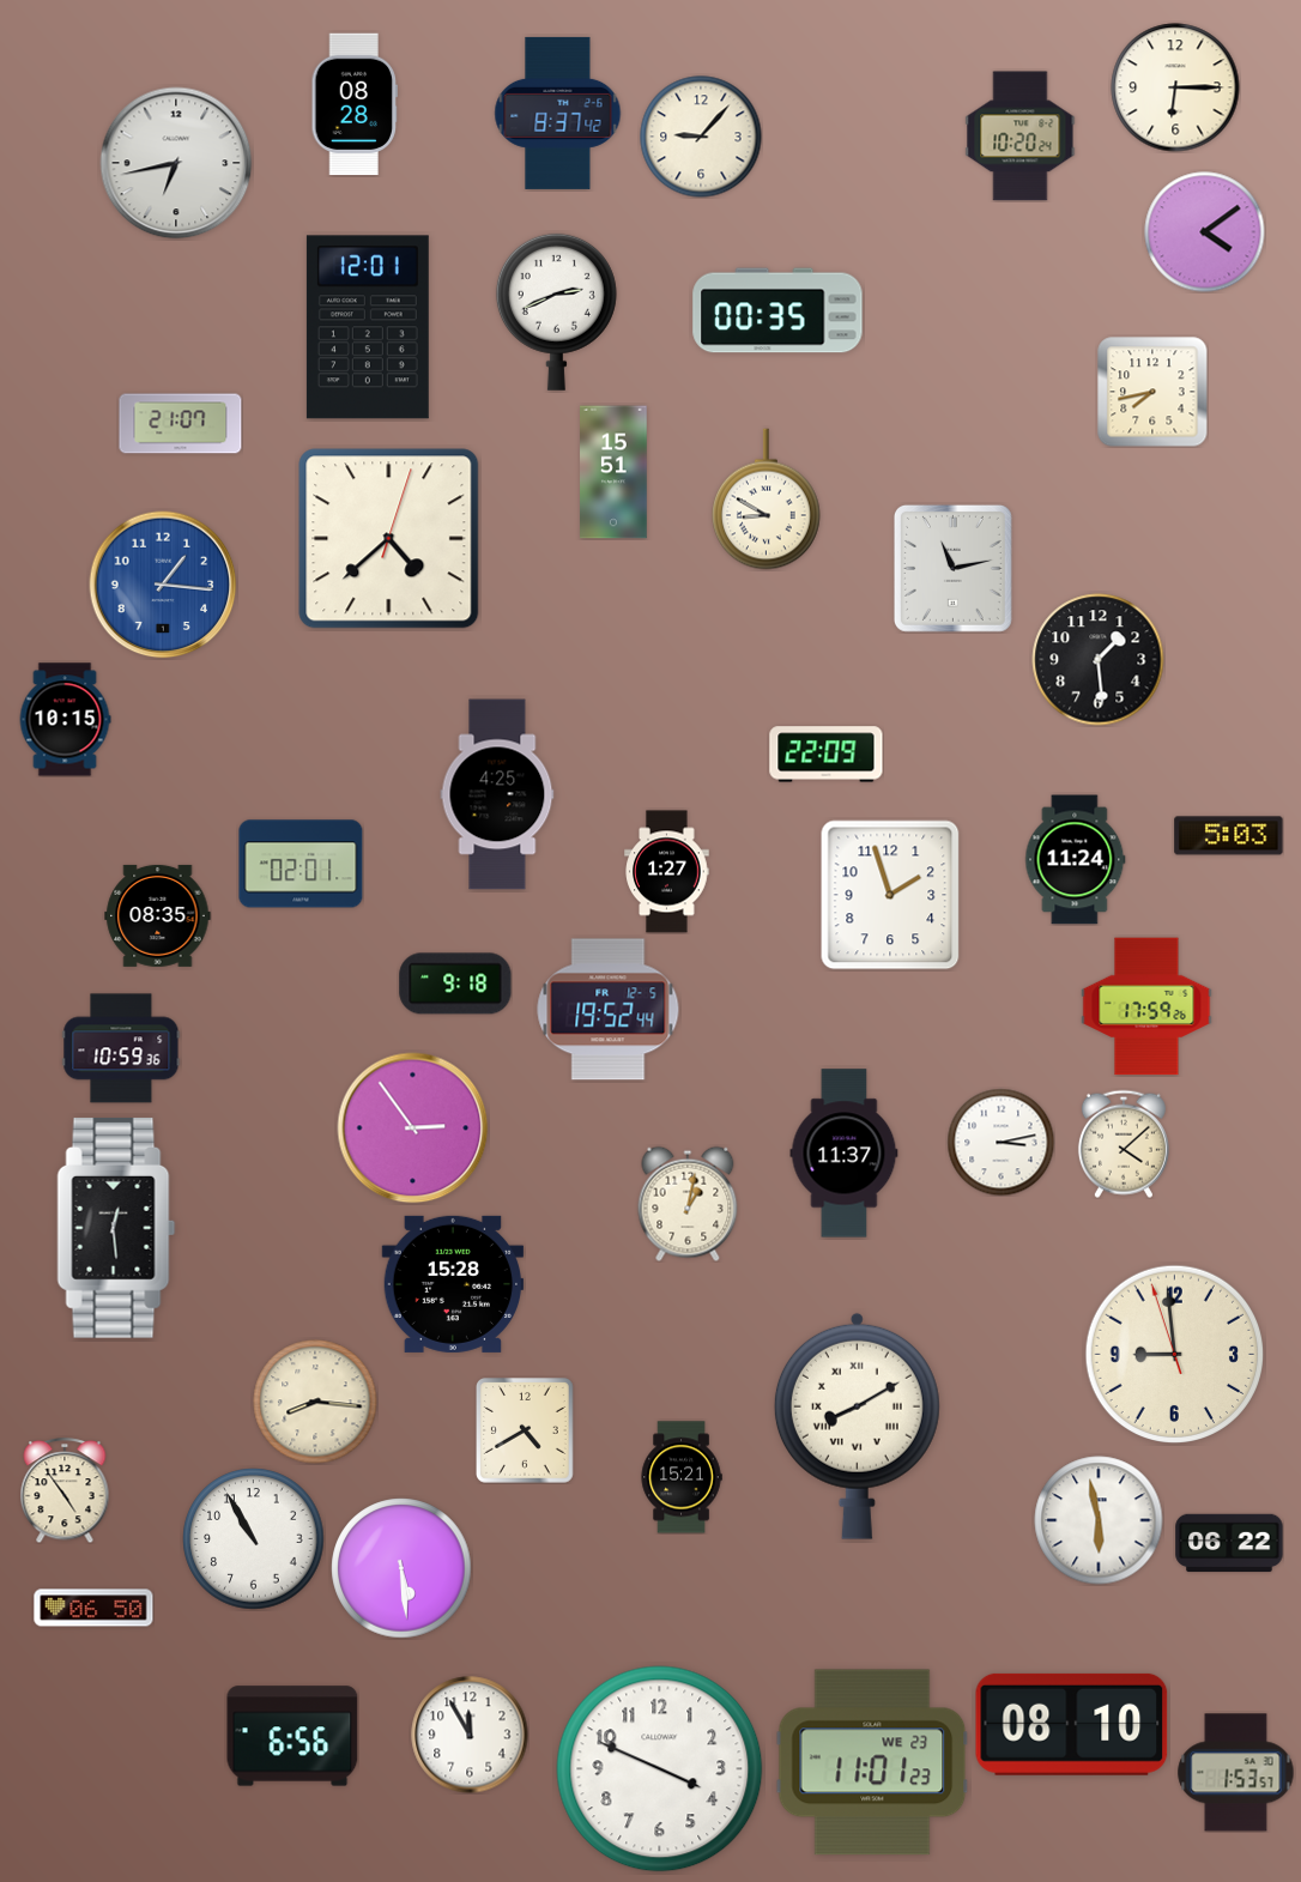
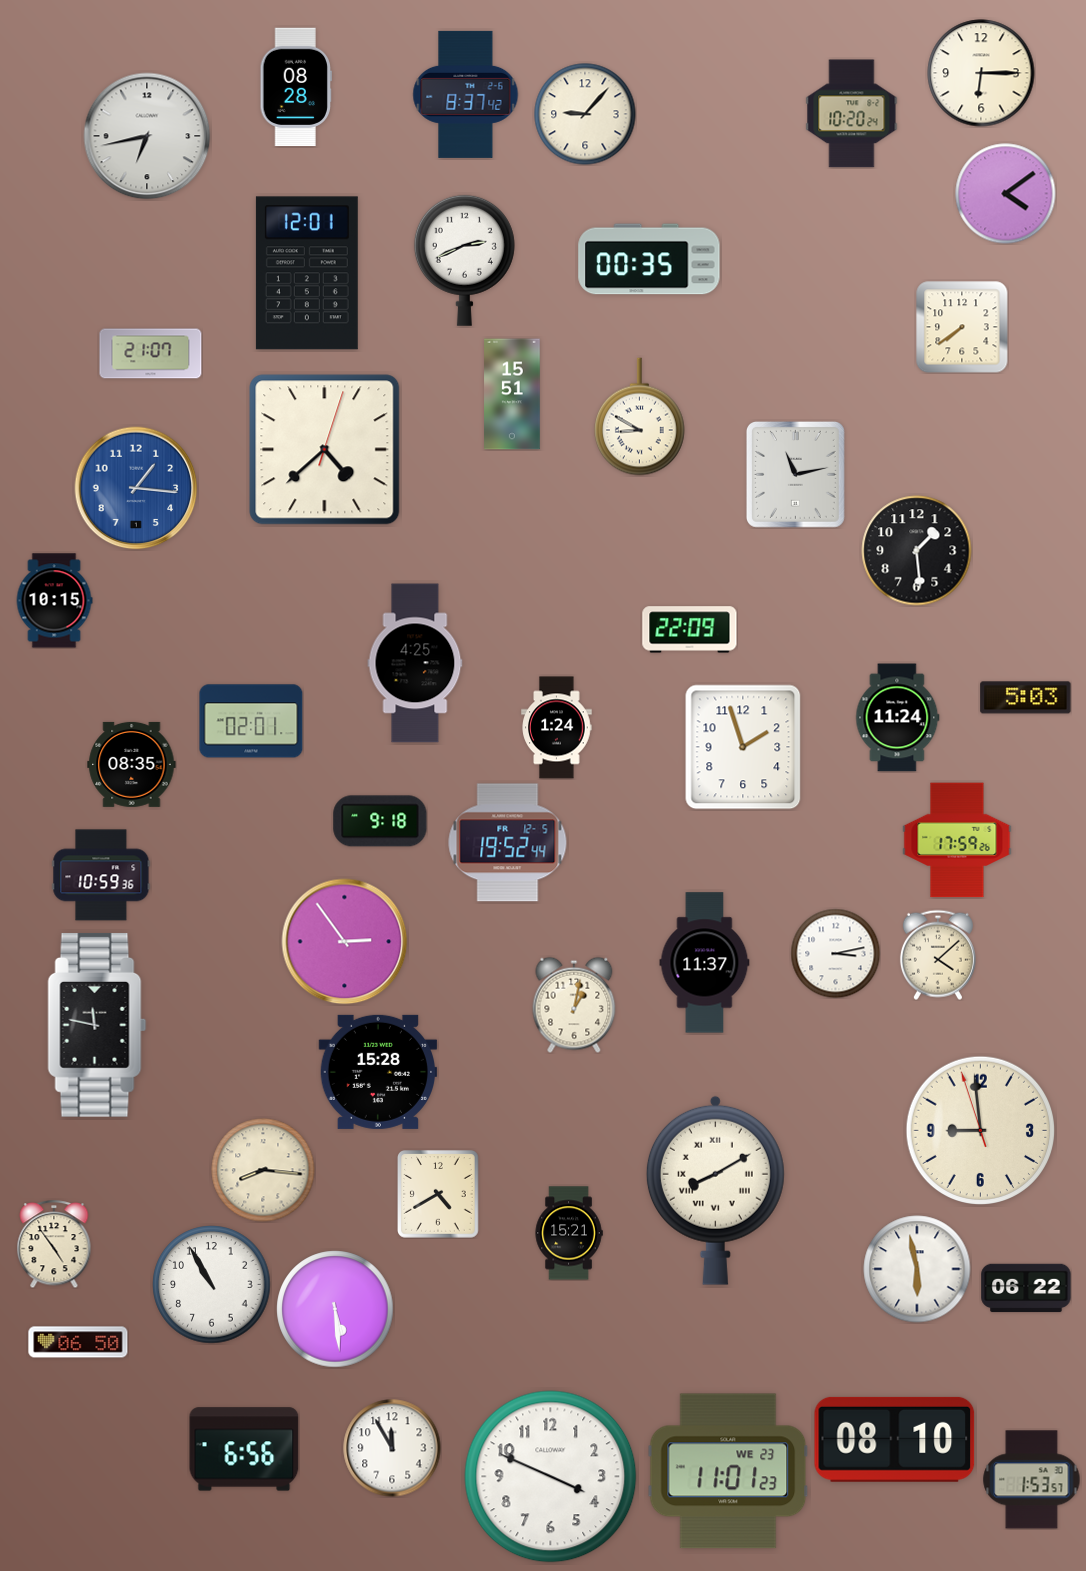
clock at (1152, 392): 7:43 -> 7:39
clock at (667, 872): 1:27 -> 1:24
clock at (116, 1228): 12:29 -> 11:47
